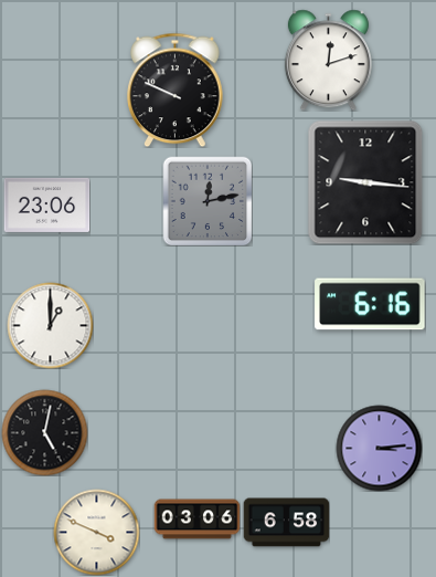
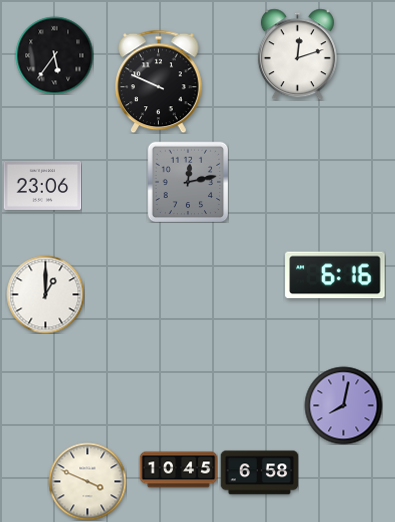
clock at (54, 55): none -> 5:36
clock at (365, 182): 9:16 -> none
clock at (44, 432): 5:02 -> none
clock at (379, 448): 3:14 -> 8:02
clock at (196, 520): 03:06 -> 10:45
